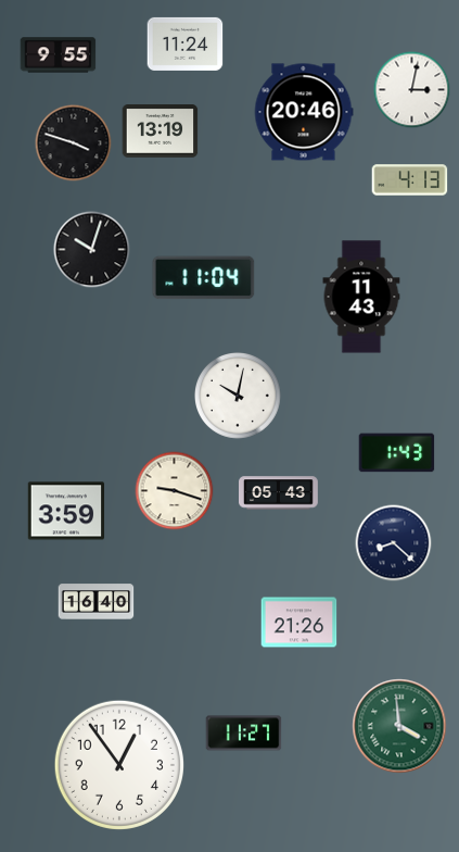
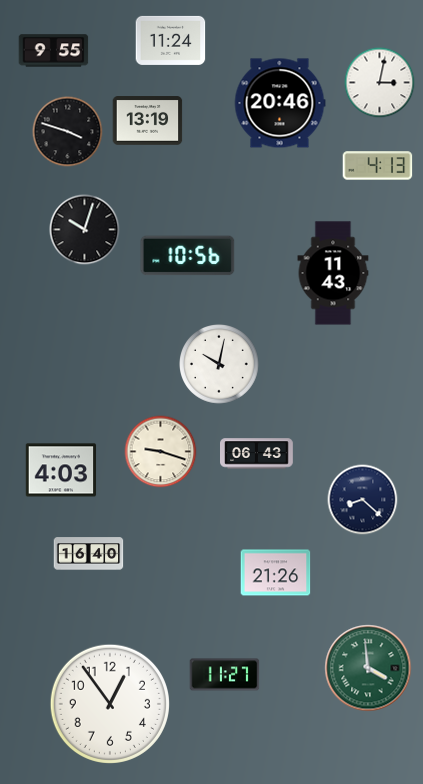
clock at (204, 278): 11:04 -> 10:56
clock at (397, 453): 1:43 -> none
clock at (279, 493): 05:43 -> 06:43
clock at (66, 511): 3:59 -> 4:03
